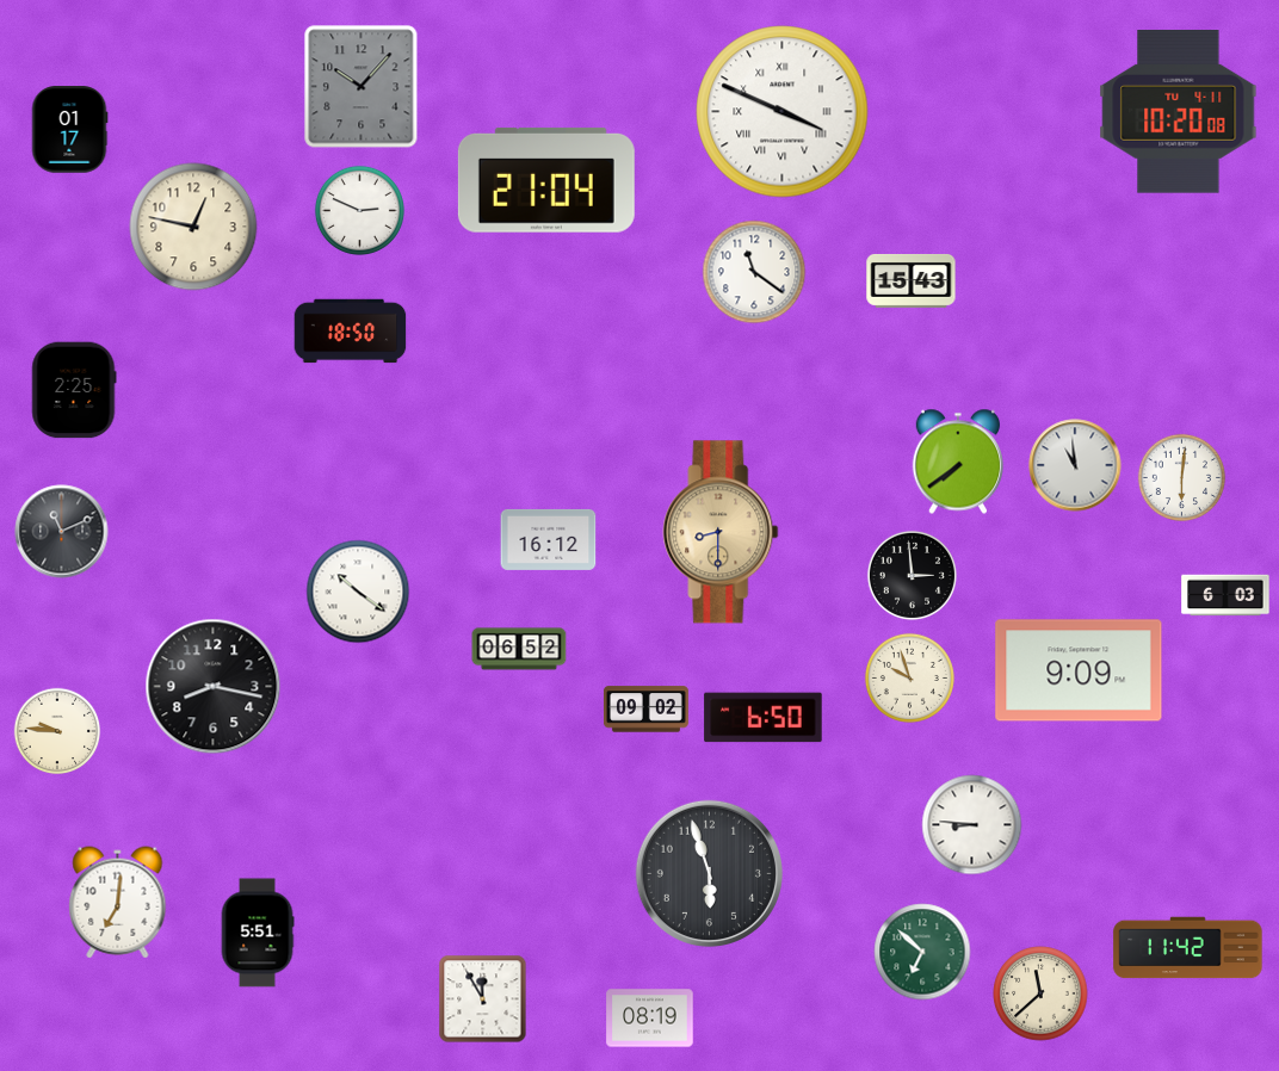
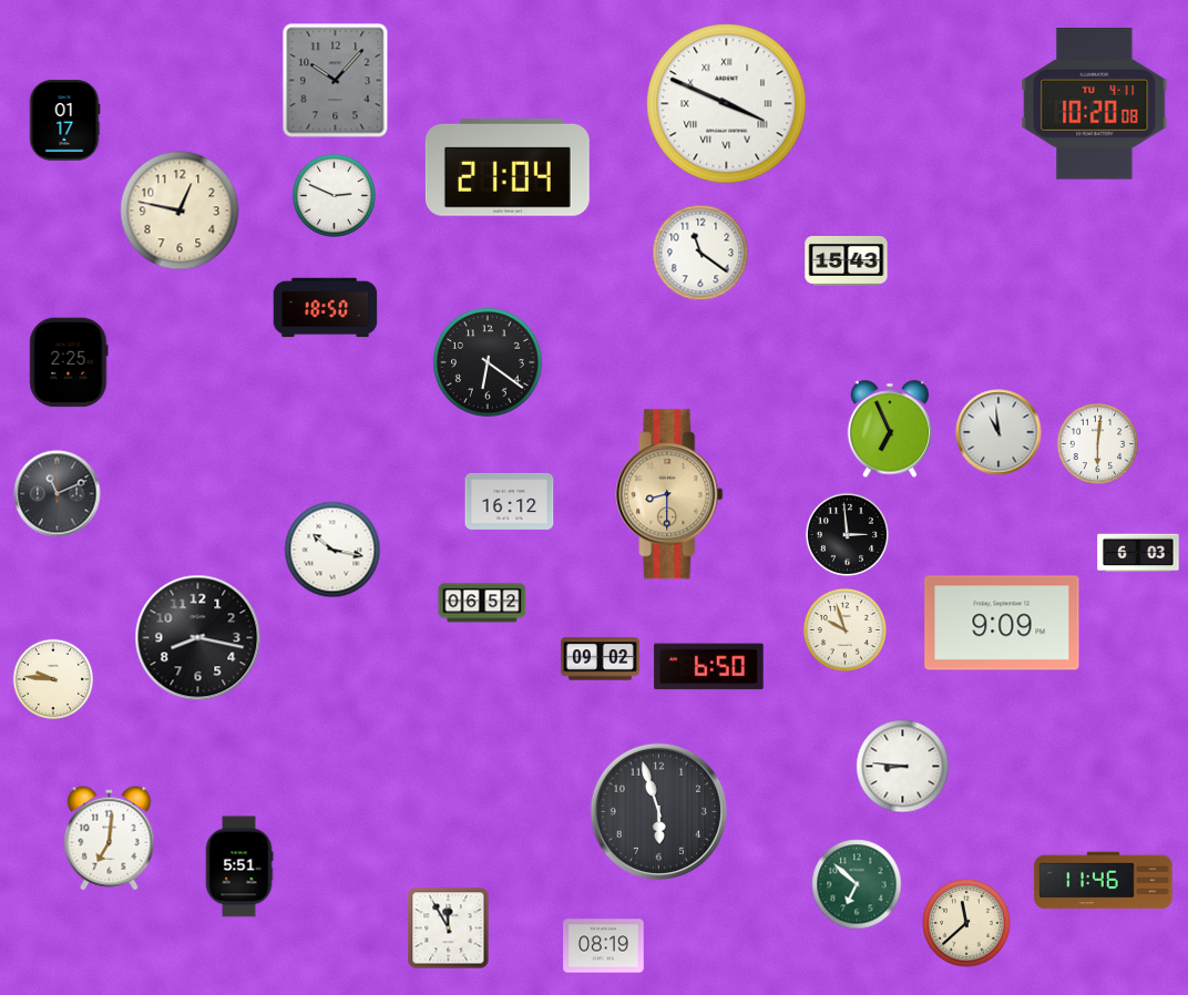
clock at (489, 363): none -> 6:21
clock at (958, 462): 7:39 -> 6:56
clock at (358, 592): 10:21 -> 10:17
clock at (1188, 948): 11:42 -> 11:46
